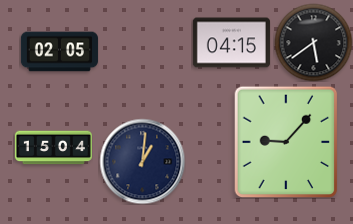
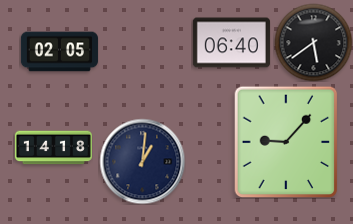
clock at (231, 43): 04:15 -> 06:40
clock at (53, 148): 15:04 -> 14:18
